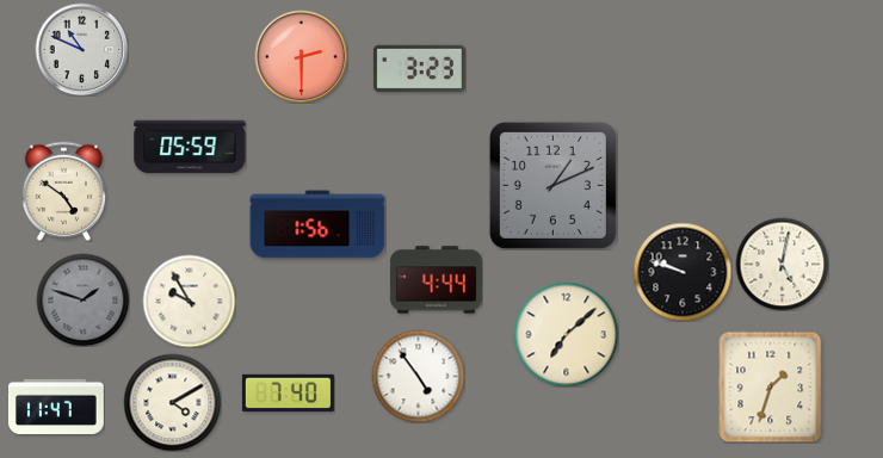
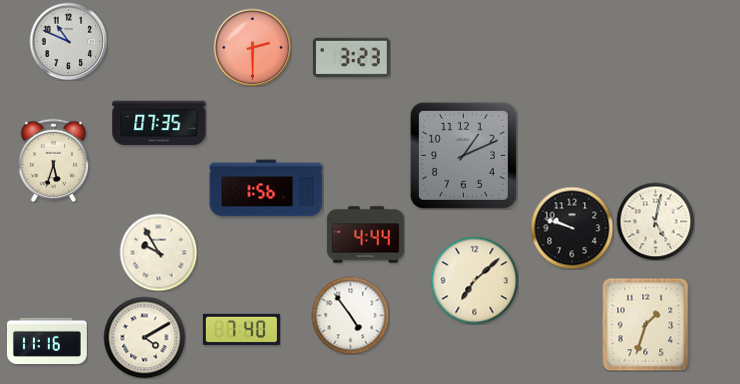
clock at (190, 147): 05:59 -> 07:35
clock at (64, 191): 4:51 -> 5:33
clock at (82, 299): 1:48 -> none
clock at (57, 406): 11:47 -> 11:16
